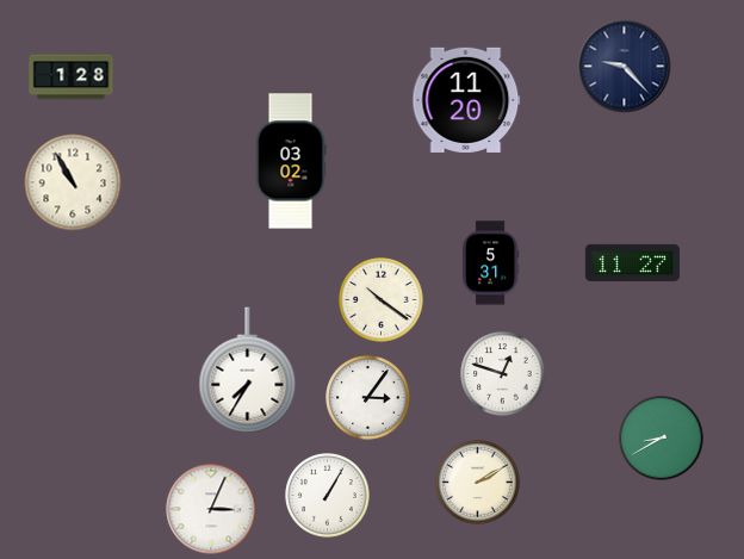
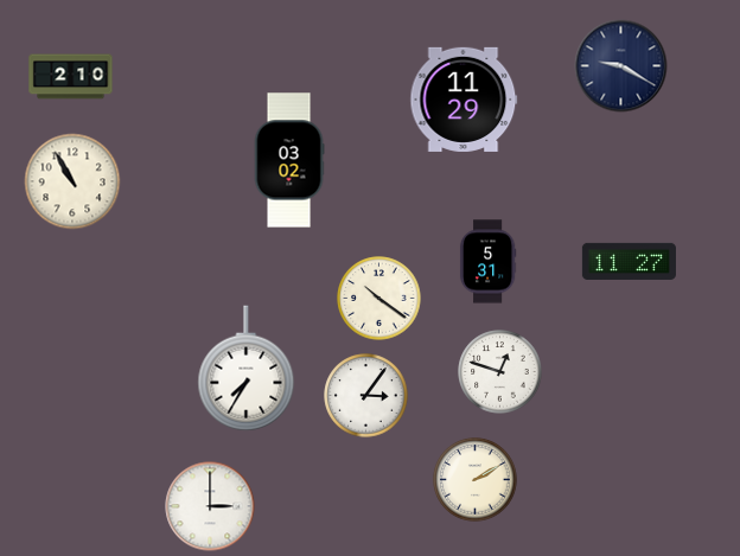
clock at (625, 67): 9:23 -> 9:20
clock at (72, 77): 1:28 -> 2:10
clock at (466, 100): 11:20 -> 11:29
clock at (662, 439): 8:40 -> none
clock at (328, 496): 1:05 -> none
clock at (211, 509): 3:04 -> 3:00
